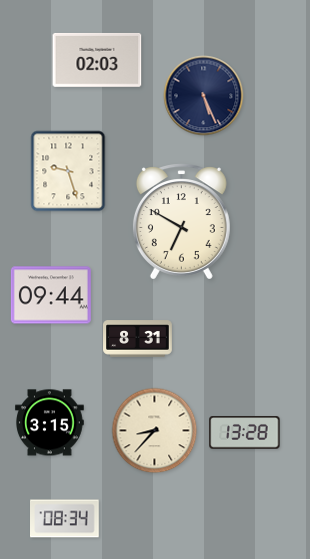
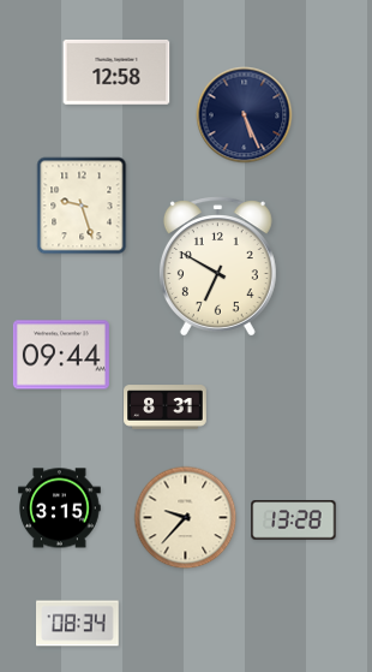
clock at (97, 60): 02:03 -> 12:58
clock at (155, 431): 8:37 -> 9:37
